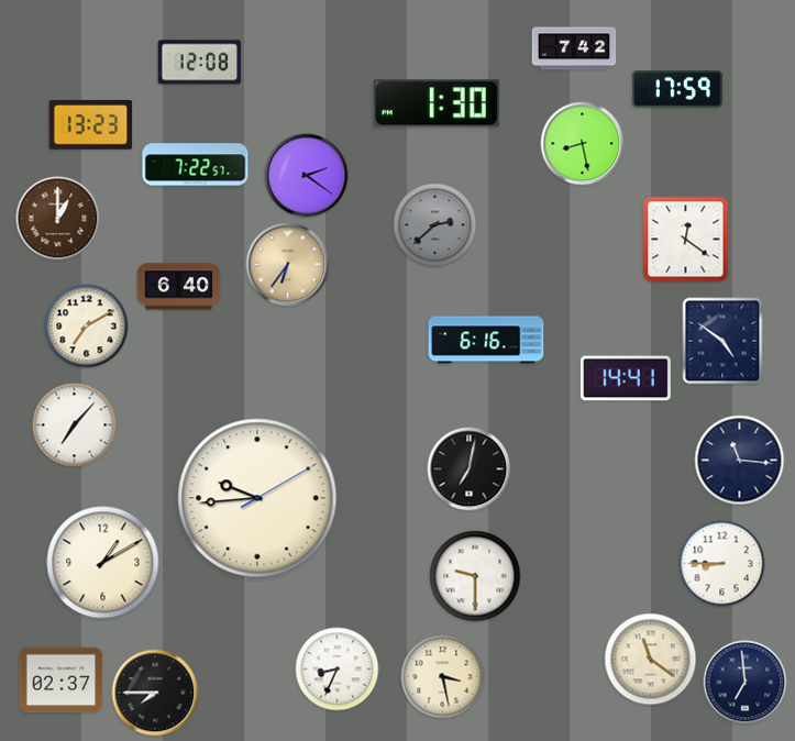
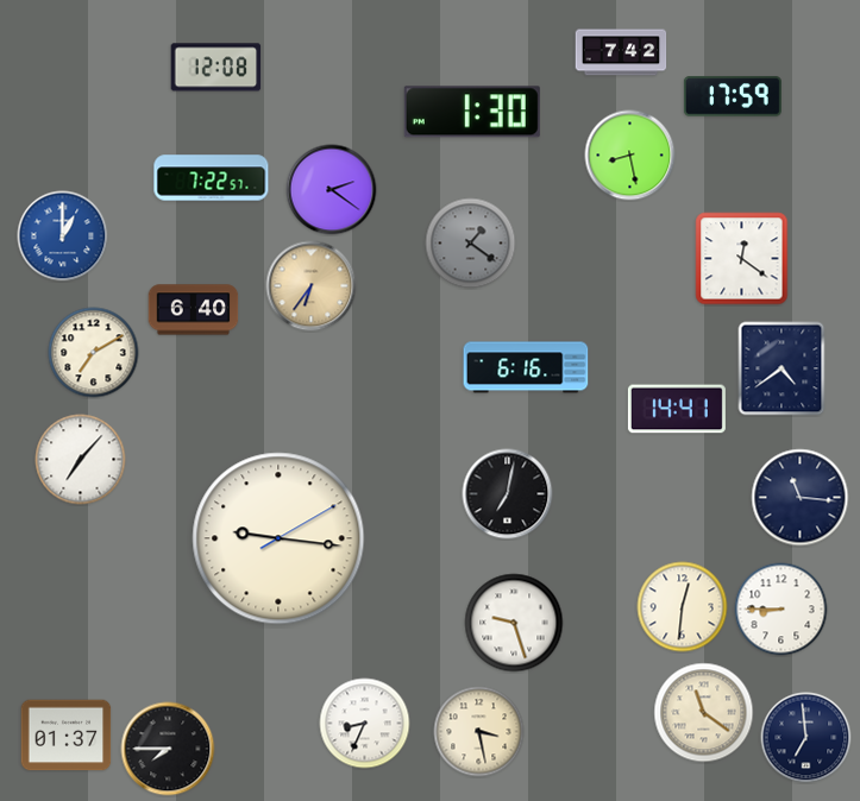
clock at (91, 124): 13:23 -> none
clock at (58, 219) dial: brown -> blue
clock at (435, 225): 2:38 -> 1:21
clock at (722, 341): 4:51 -> 4:39
clock at (470, 469) position: (470, 469) -> (508, 494)
clock at (257, 498): 9:44 -> 9:16
clock at (683, 607): none -> 12:31
clock at (103, 563): 1:10 -> none
clock at (475, 576): 9:30 -> 9:27
clock at (62, 681): 02:37 -> 01:37
